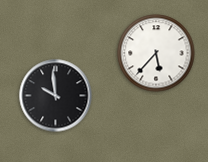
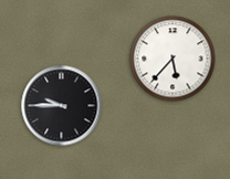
clock at (56, 96): 9:59 -> 9:45
